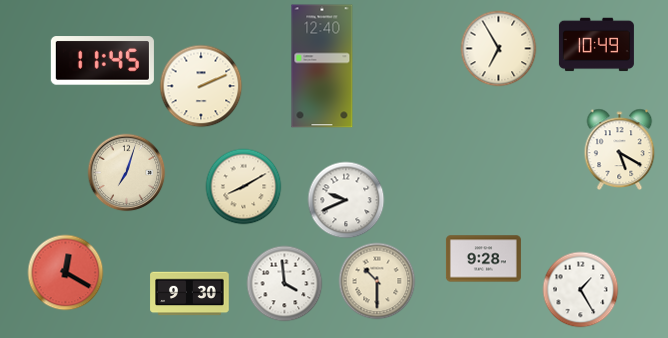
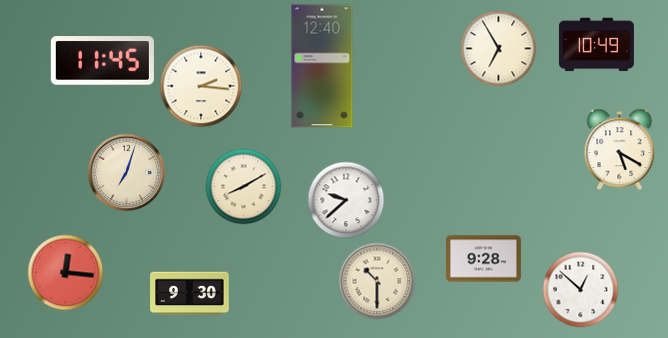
clock at (201, 86): 2:11 -> 2:16
clock at (346, 200): 9:41 -> 9:38
clock at (66, 273): 12:20 -> 12:16
clock at (285, 284): 3:59 -> none
clock at (581, 290): 1:25 -> 12:52
